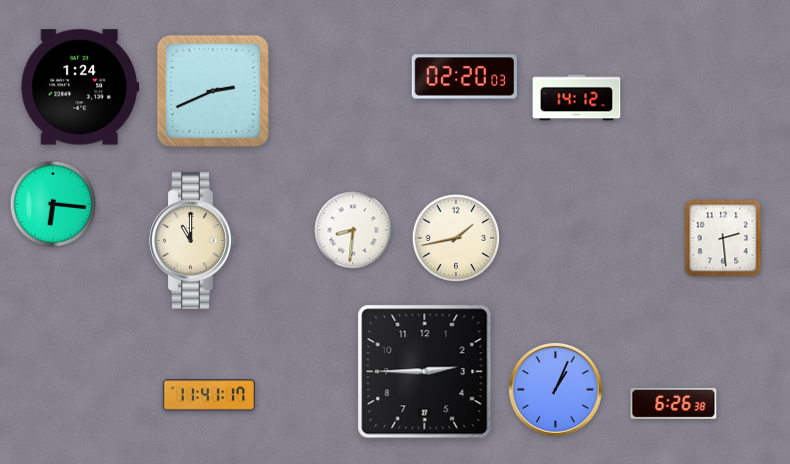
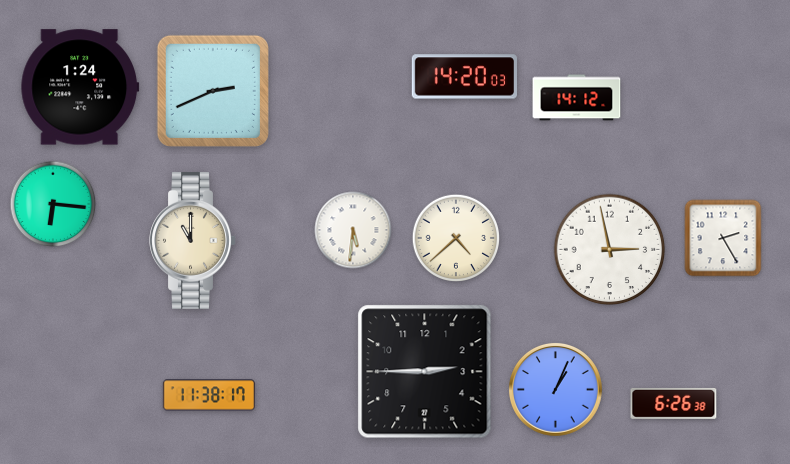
clock at (464, 77): 02:20 -> 14:20
clock at (353, 230): 8:31 -> 5:31
clock at (455, 237): 1:43 -> 4:38
clock at (723, 238): 2:29 -> 2:25
clock at (610, 250): none -> 2:58
clock at (209, 395): 11:41 -> 11:38
